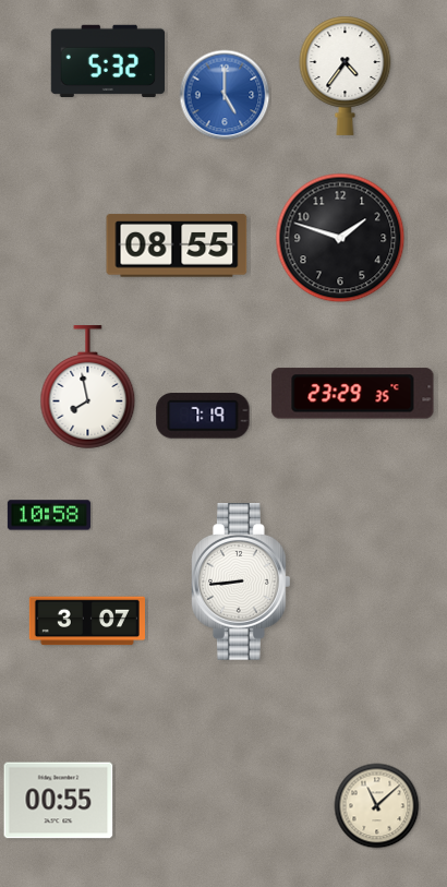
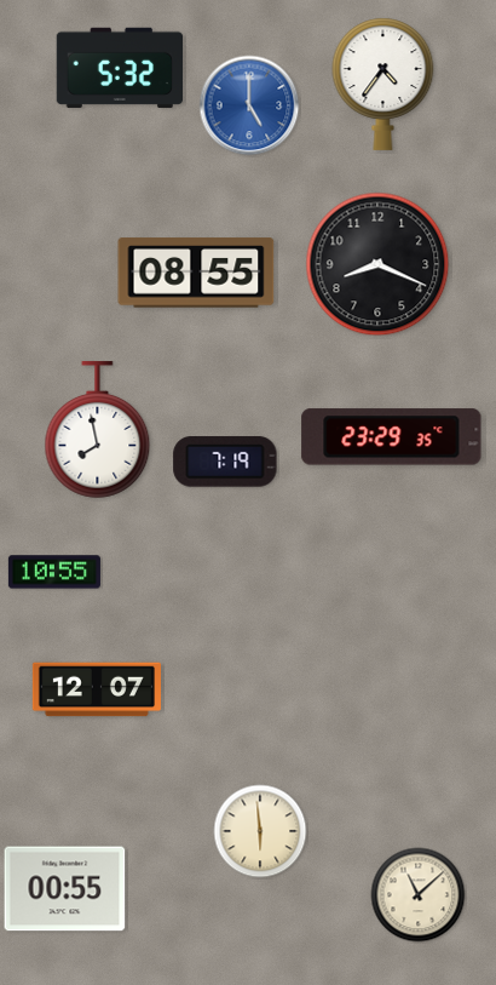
clock at (340, 238): 1:48 -> 8:19
clock at (49, 515): 10:58 -> 10:55
clock at (242, 583): 8:44 -> none
clock at (87, 621): 3:07 -> 12:07
clock at (260, 831): none -> 5:59
